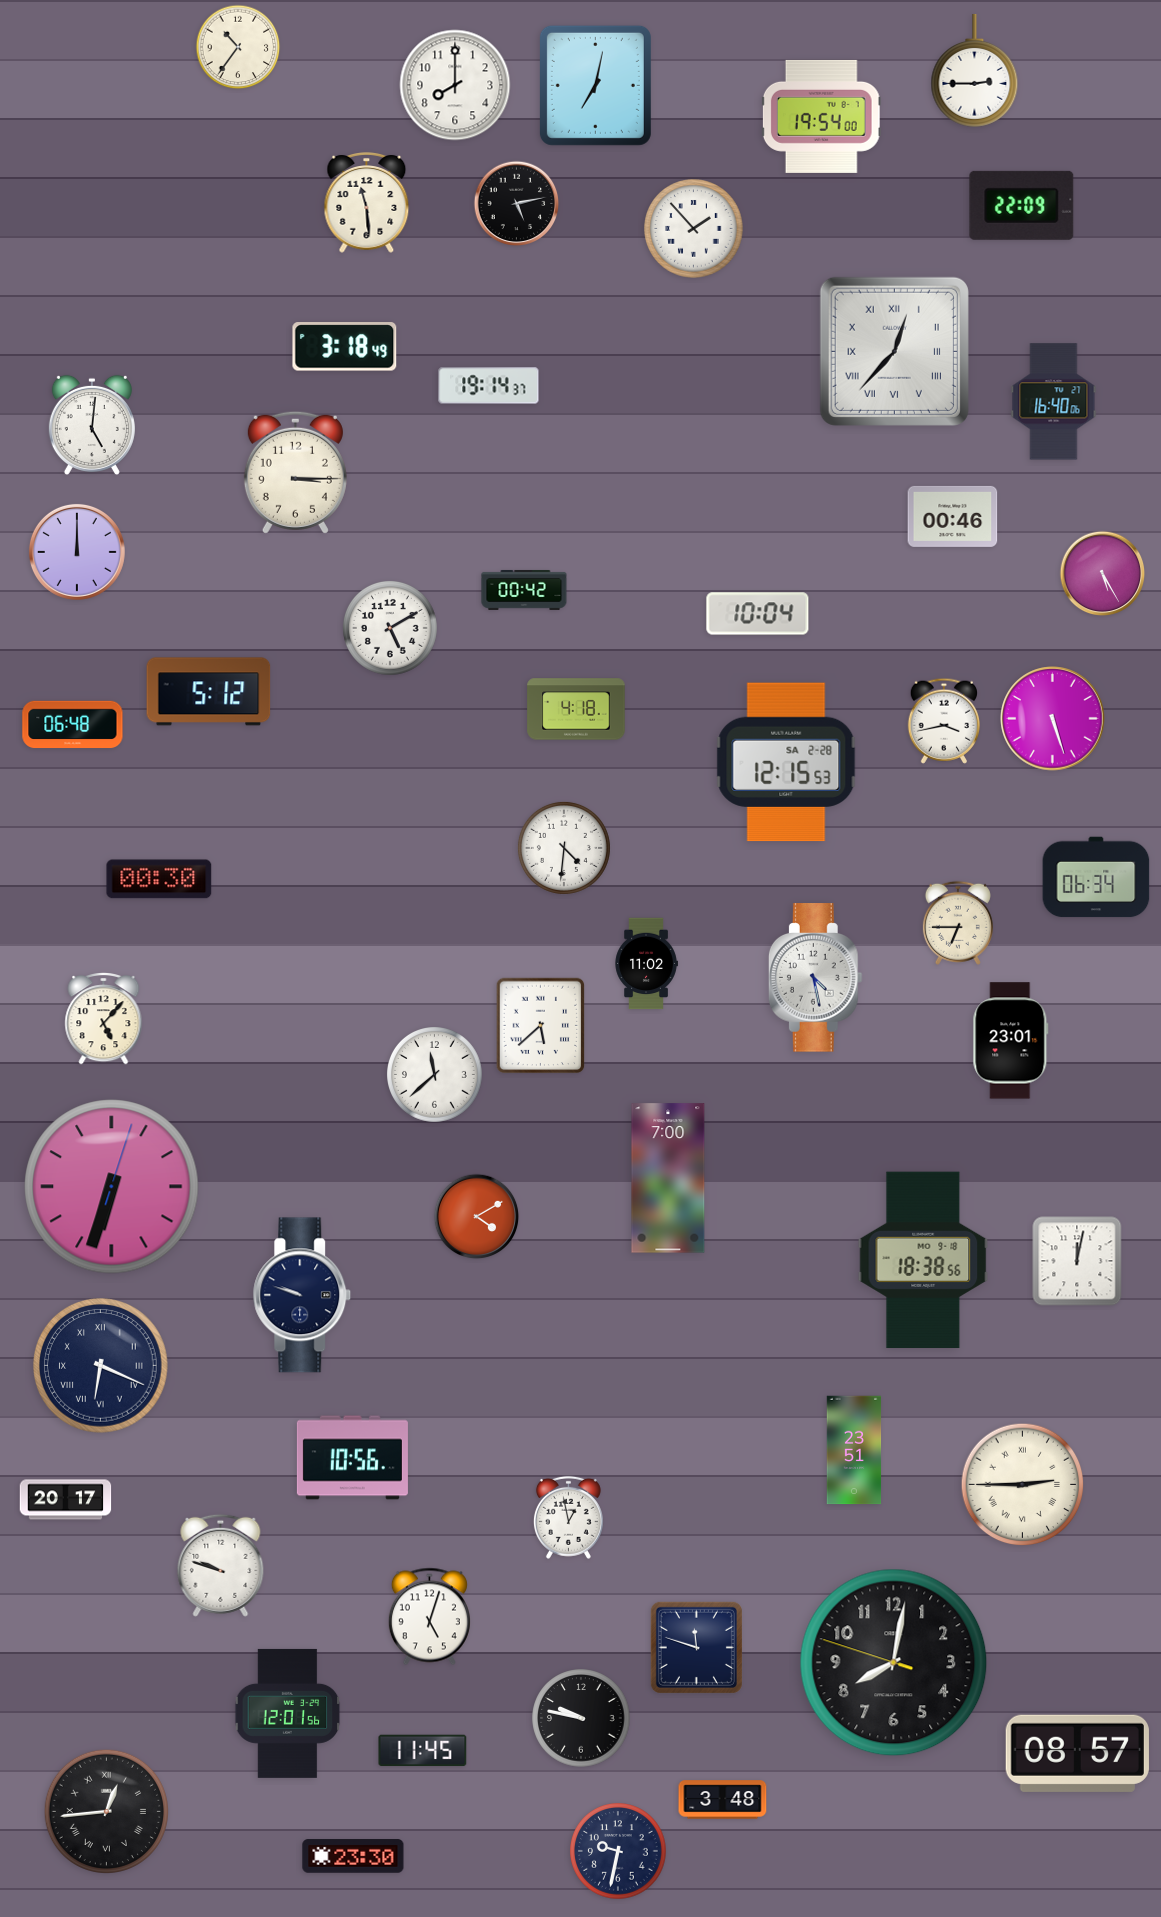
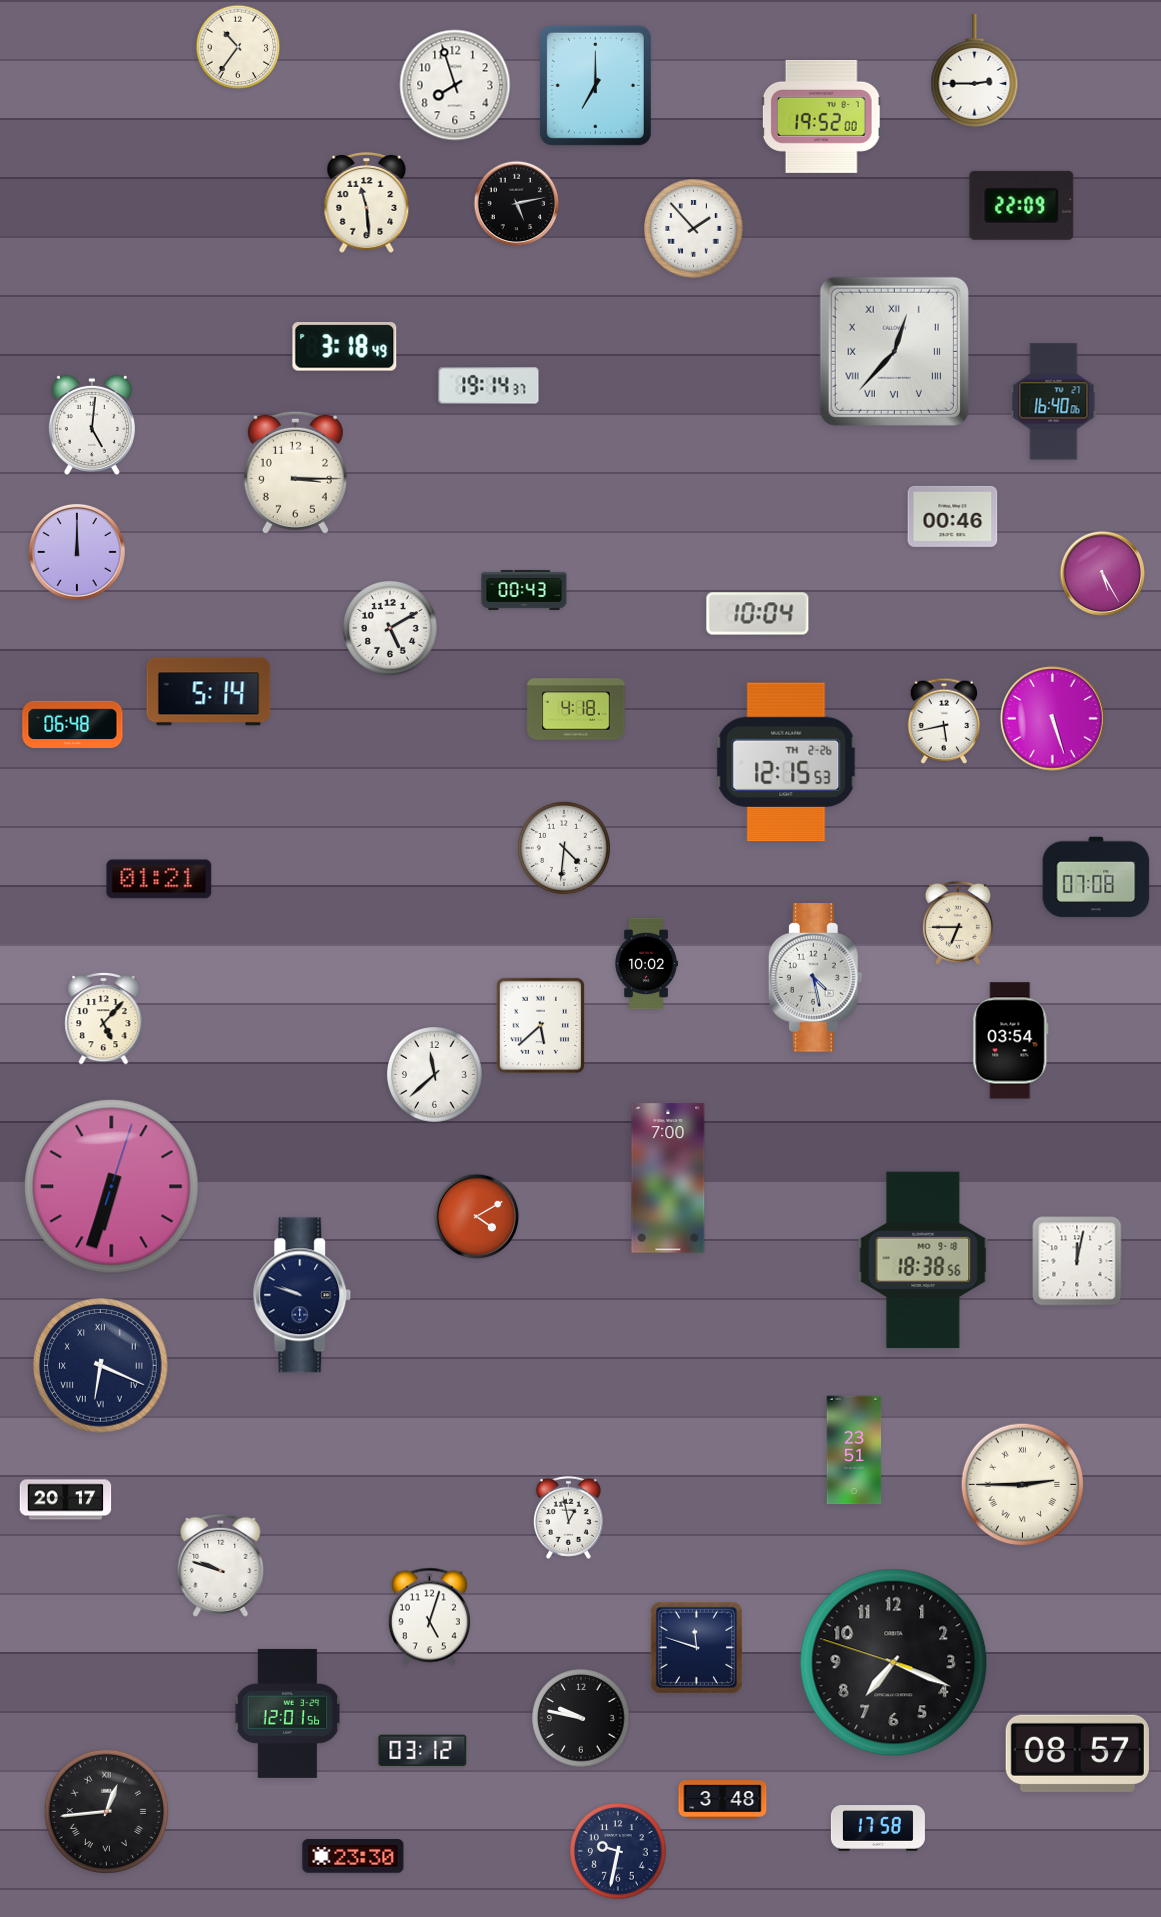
clock at (455, 85): 8:00 -> 7:57
clock at (595, 85): 7:02 -> 7:00
clock at (821, 116): 19:54 -> 19:52
clock at (524, 590): 00:42 -> 00:43
clock at (209, 692): 5:12 -> 5:14
clock at (943, 721): 3:43 -> 5:43
clock at (786, 762) date: SA 2-28 -> TH 2-26
clock at (1096, 877): 06:34 -> 07:08
clock at (159, 879): 00:30 -> 01:21
clock at (646, 964): 11:02 -> 10:02
clock at (1011, 1041): 23:01 -> 03:54
clock at (352, 1458): 10:56 -> none
clock at (894, 1663): 8:01 -> 7:18
clock at (423, 1751): 11:45 -> 03:12
clock at (878, 1828): none -> 17:58
